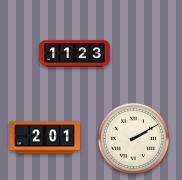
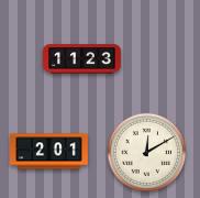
clock at (134, 139): 2:10 -> 12:10
